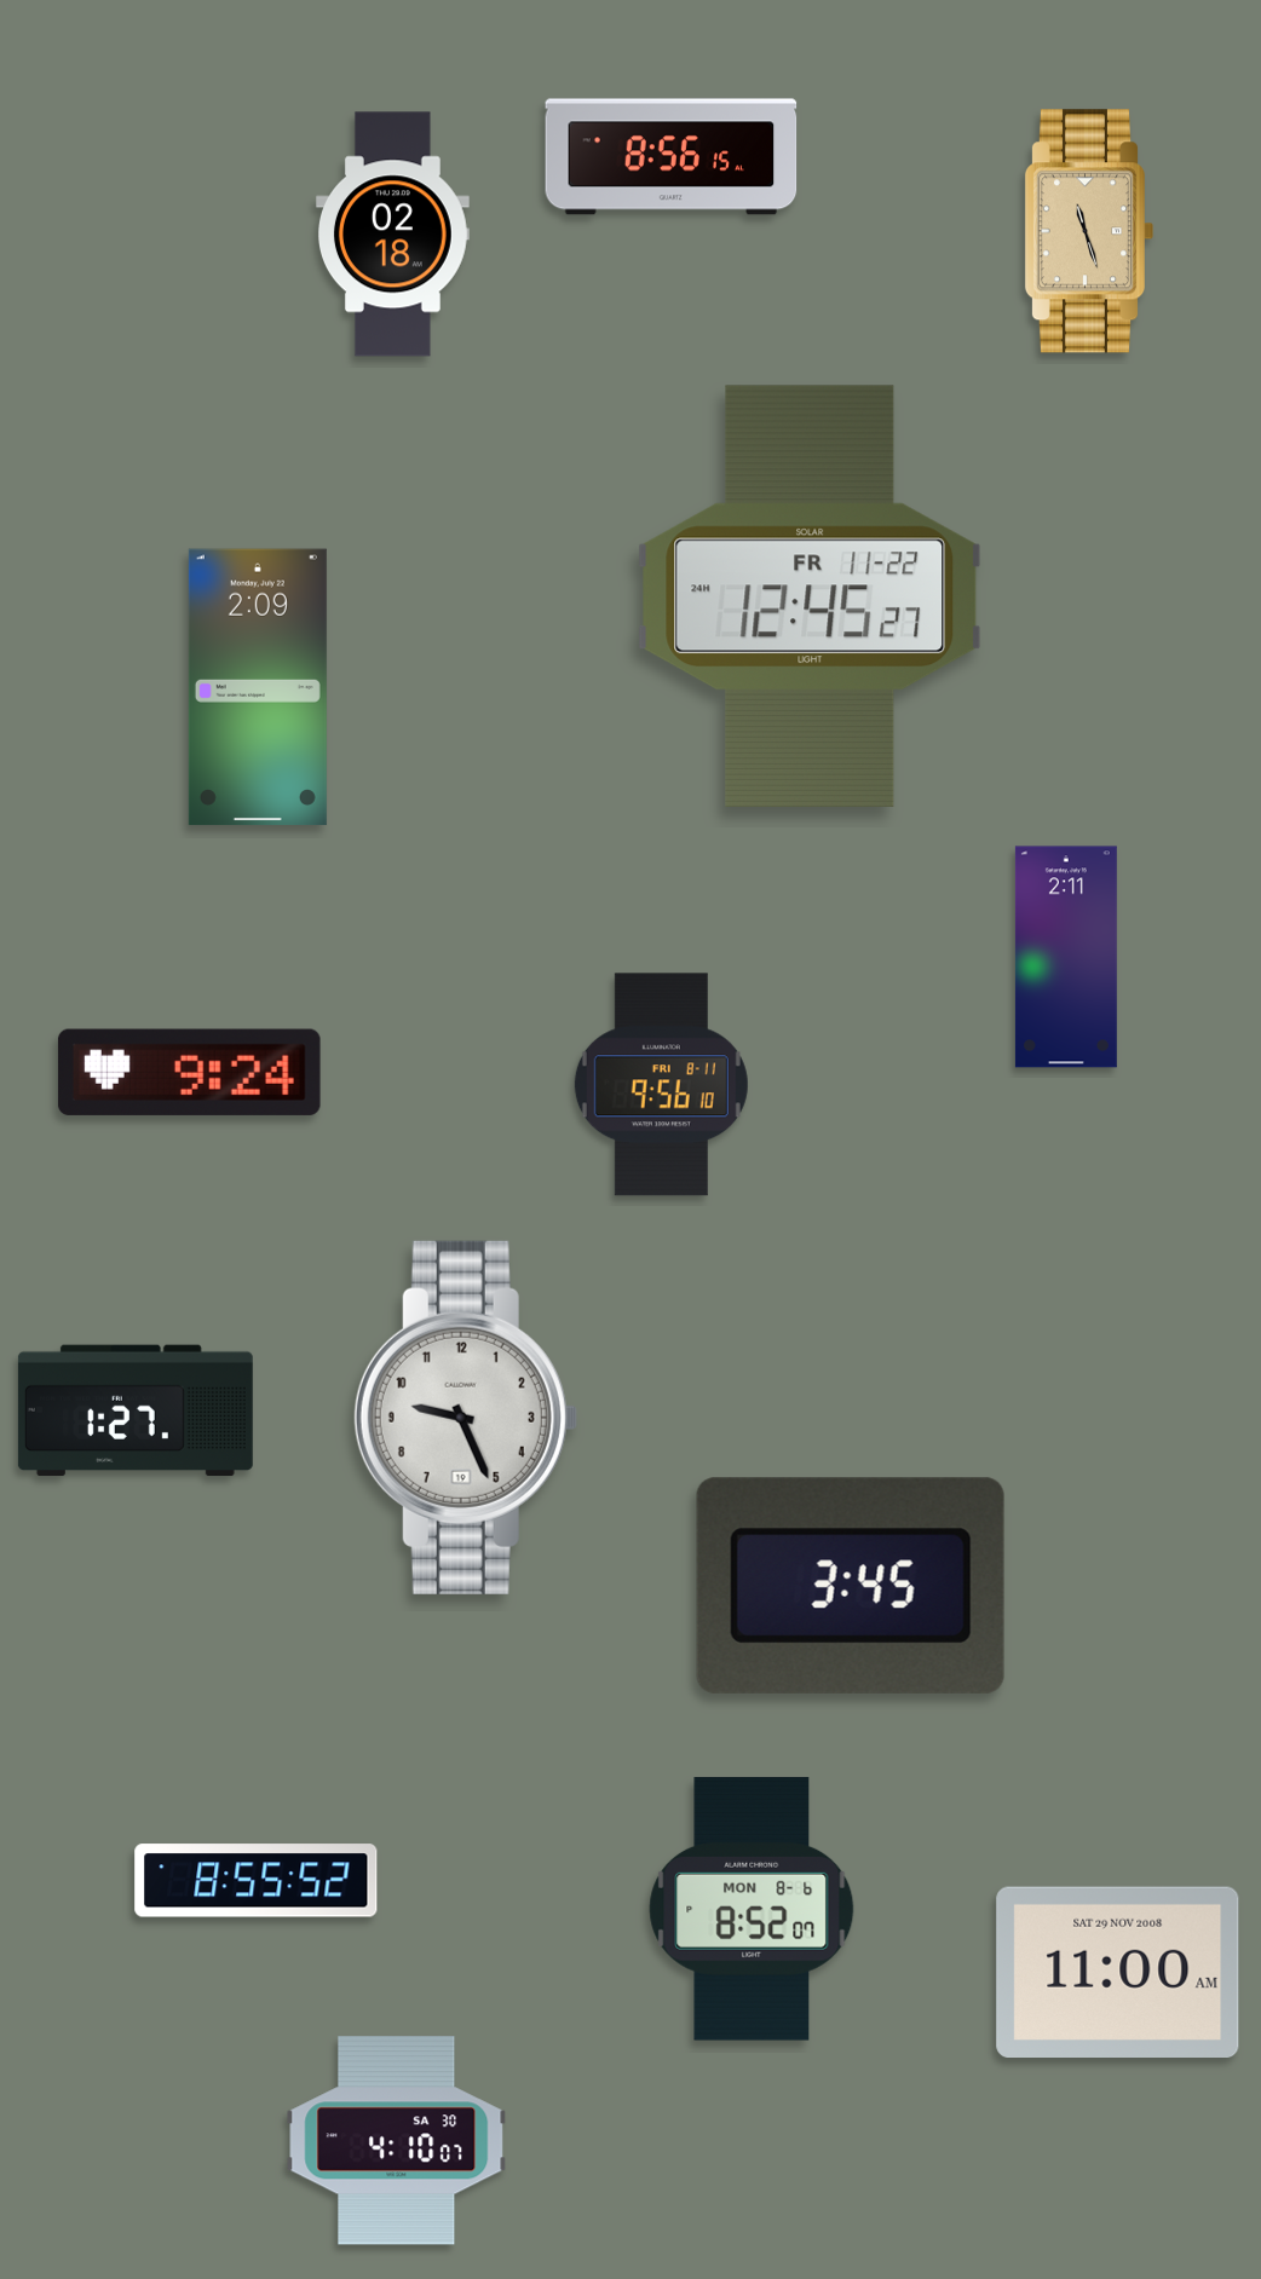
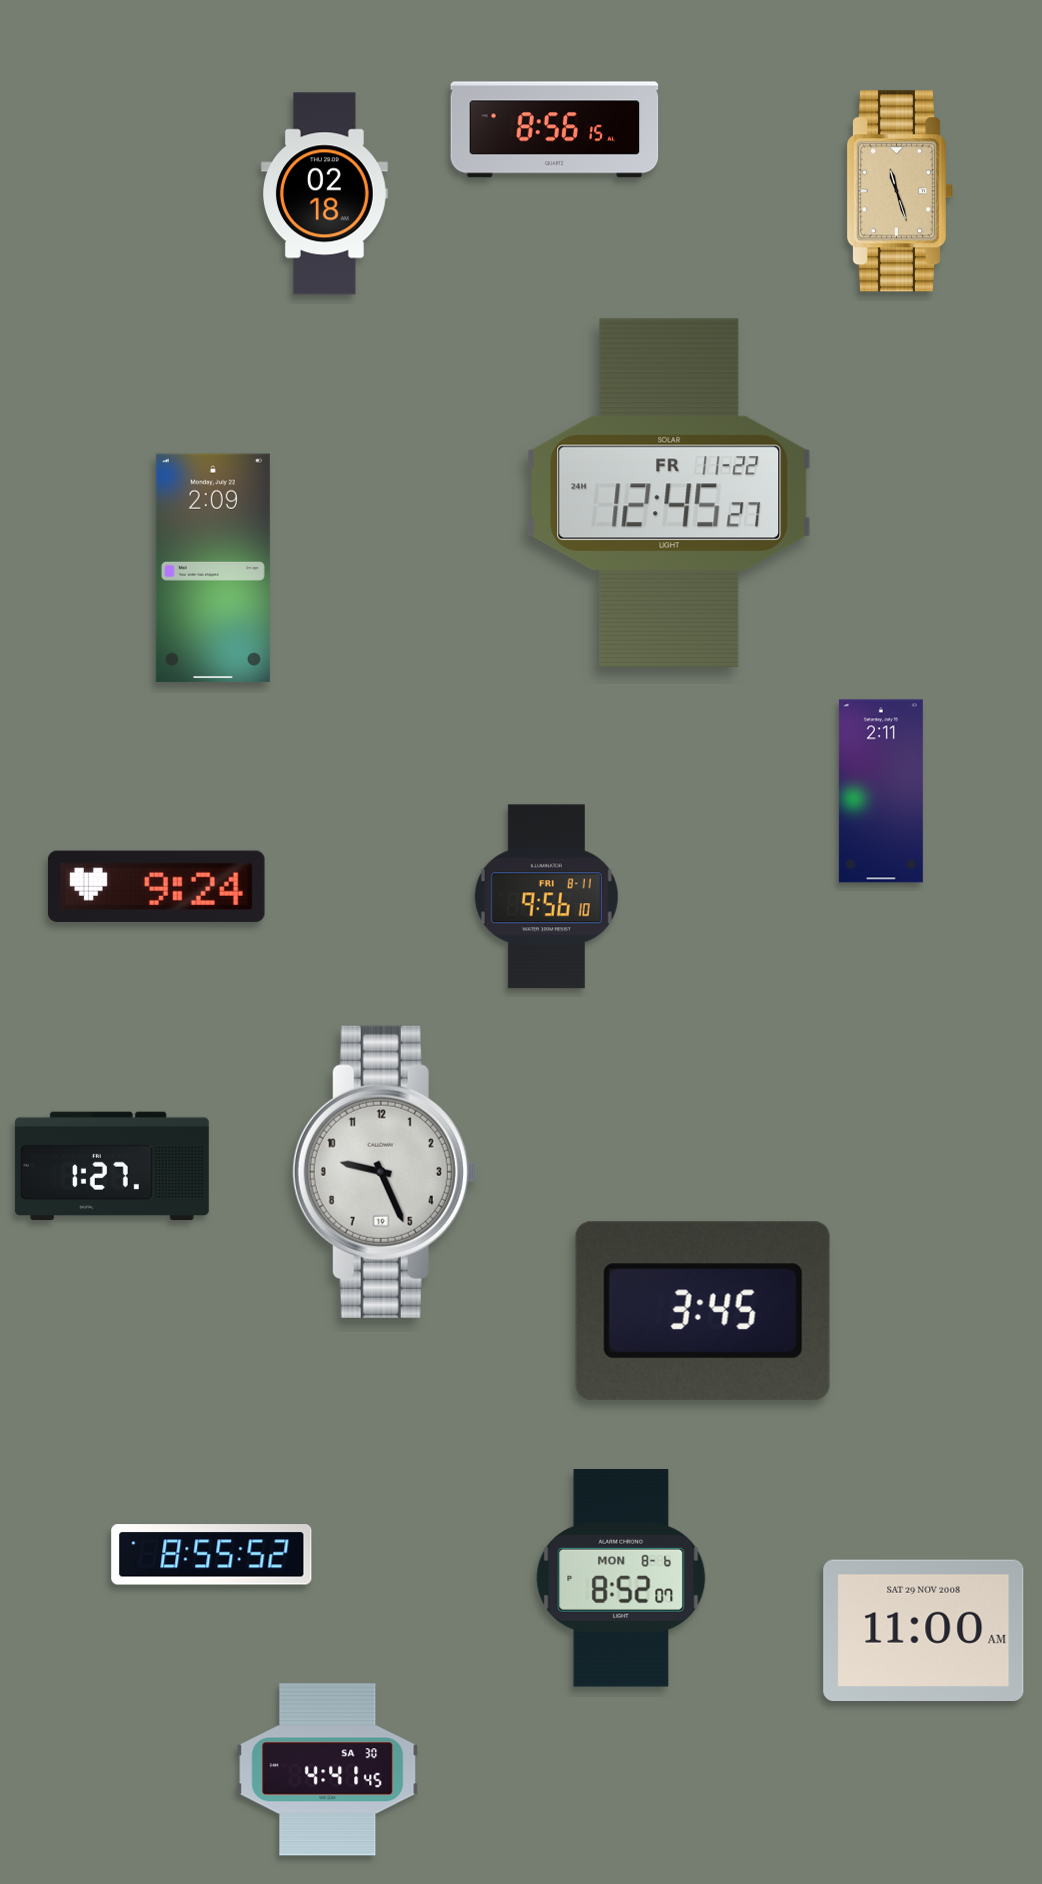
clock at (397, 2141): 4:10 -> 4:41
